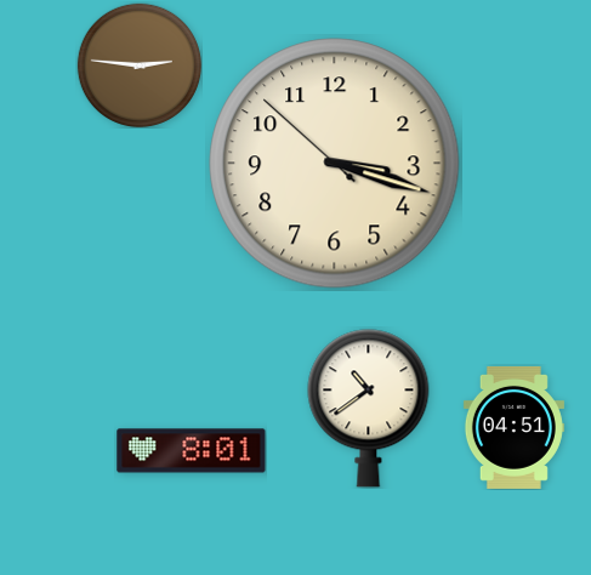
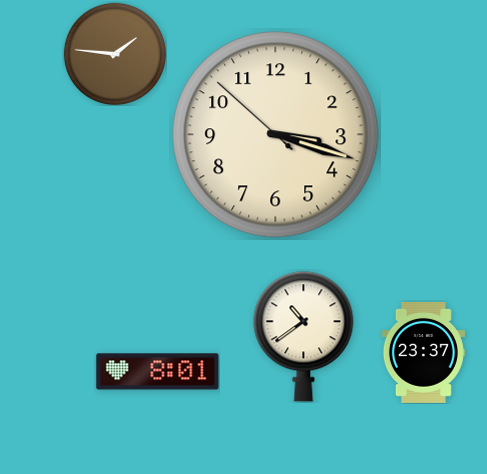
clock at (140, 66): 2:46 -> 1:46
clock at (513, 427): 04:51 -> 23:37
